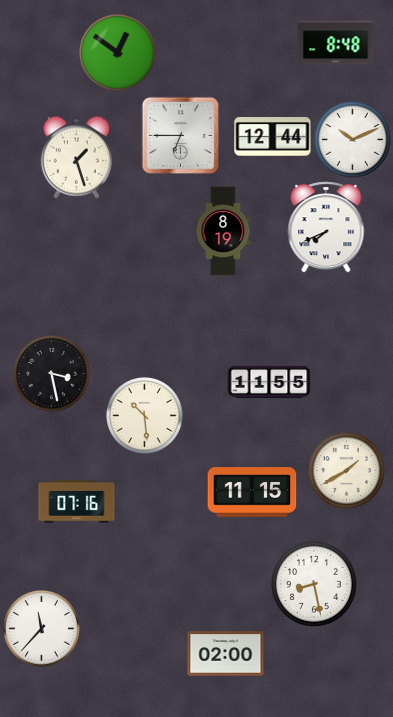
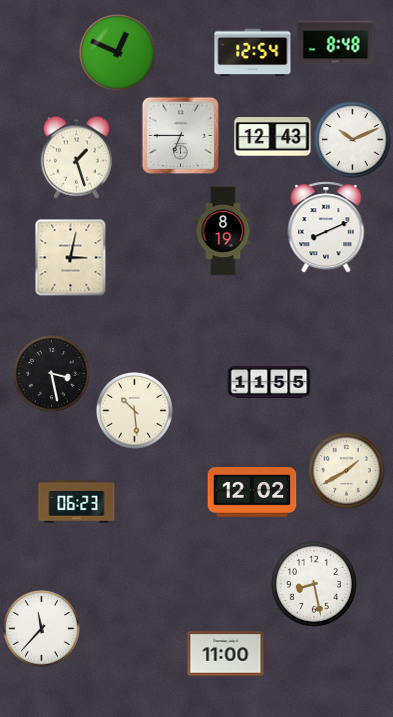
clock at (118, 53): 12:51 -> 12:49
clock at (253, 53): none -> 12:54
clock at (273, 137): 12:44 -> 12:43
clock at (326, 227): 7:41 -> 8:11
clock at (71, 257): none -> 3:02
clock at (145, 416) position: (145, 416) -> (135, 411)
clock at (252, 492): 11:15 -> 12:02
clock at (77, 502): 07:16 -> 06:23
clock at (226, 654): 02:00 -> 11:00
